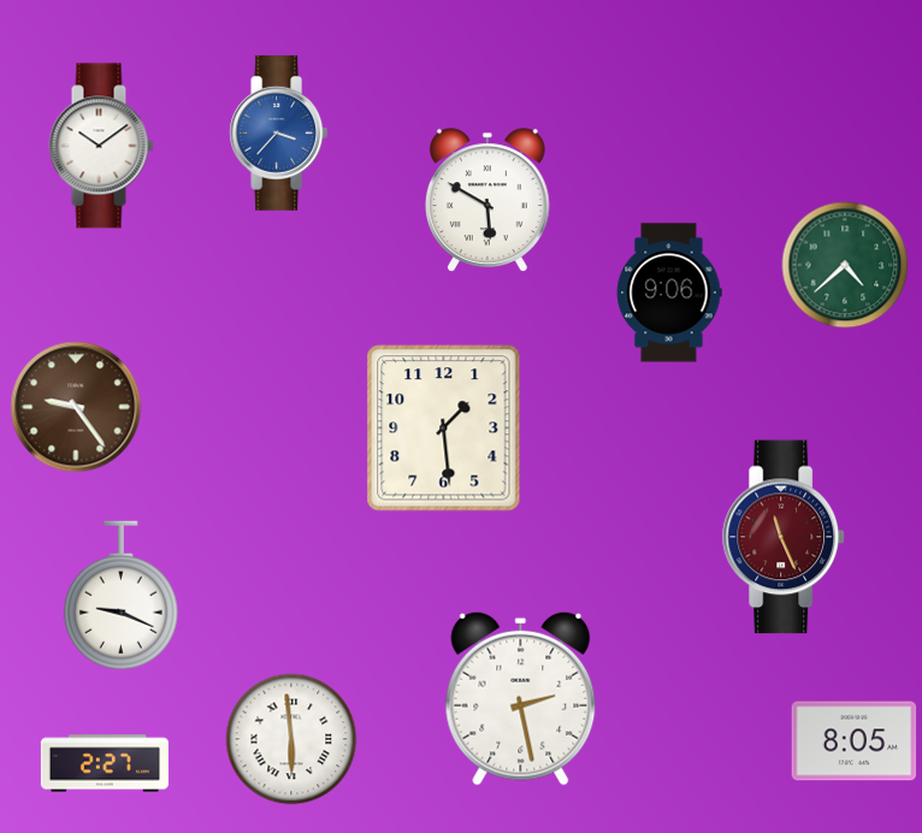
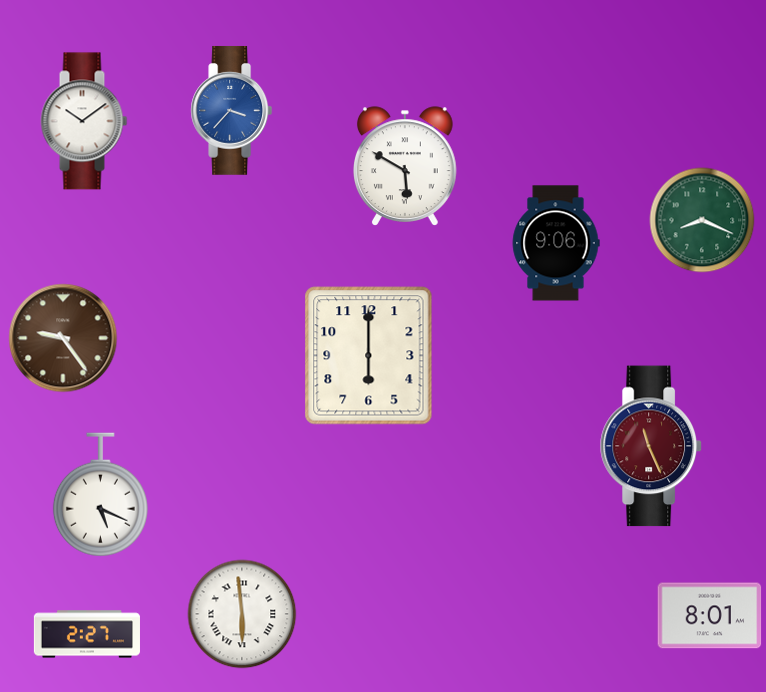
clock at (845, 265): 4:38 -> 8:19
clock at (444, 429): 1:29 -> 6:00
clock at (120, 596): 9:19 -> 5:19
clock at (521, 698): 2:28 -> none
clock at (855, 742): 8:05 -> 8:01
